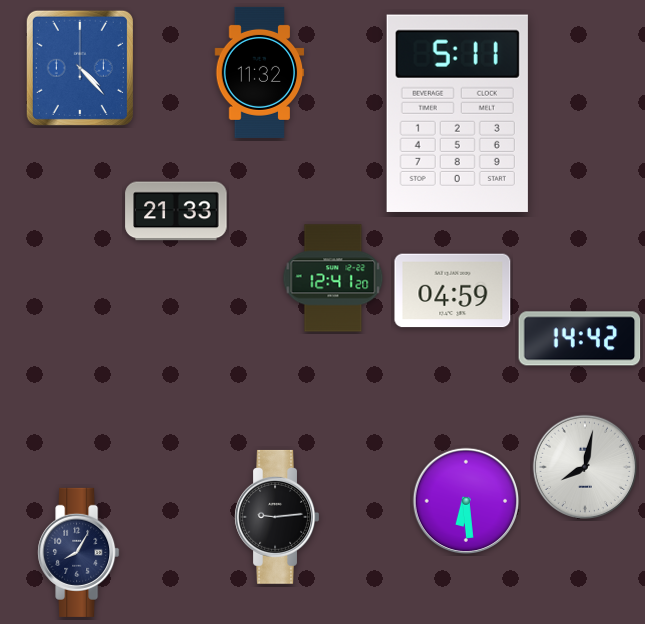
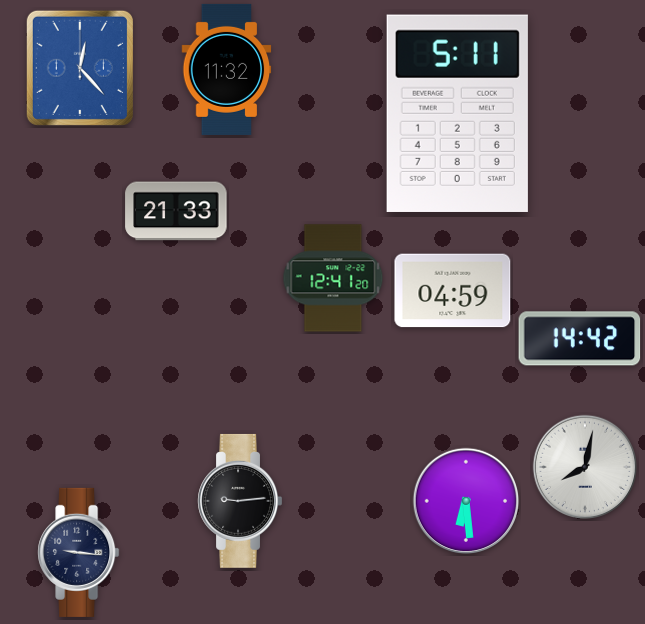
clock at (80, 68): 4:23 -> 12:23
clock at (260, 72) position: (260, 72) -> (227, 69)
clock at (277, 517) position: (277, 517) -> (240, 501)
clock at (79, 552): 8:05 -> 9:16
